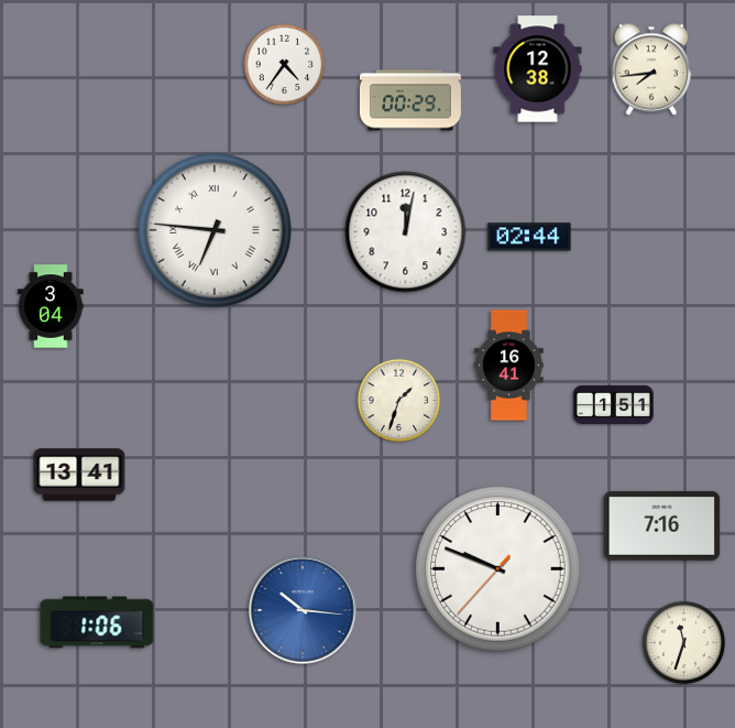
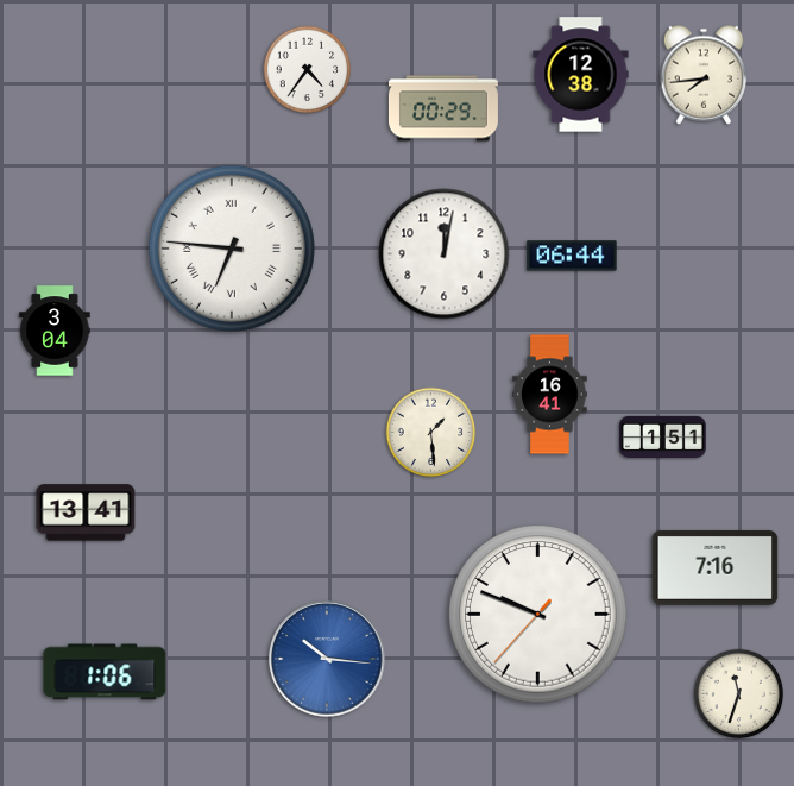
clock at (406, 232) position: (406, 232) -> (445, 254)
clock at (529, 237): 02:44 -> 06:44
clock at (399, 401): 1:33 -> 1:29
